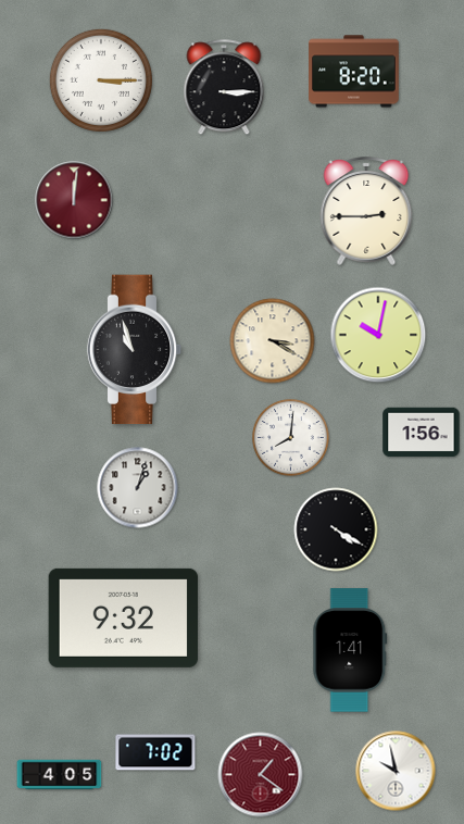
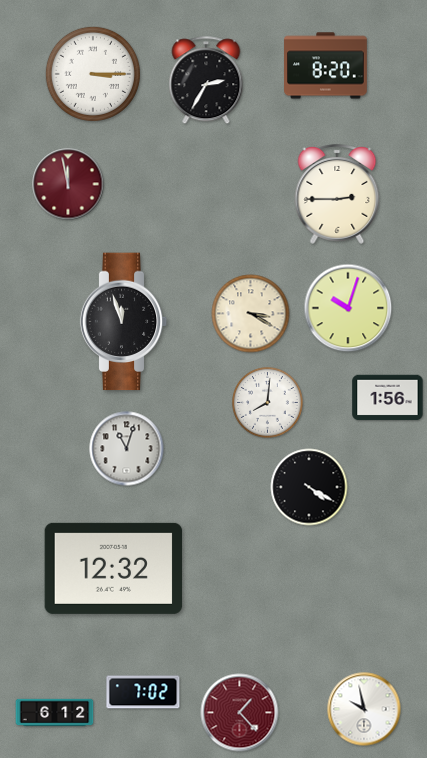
clock at (224, 88): 3:15 -> 2:35
clock at (74, 200): 12:01 -> 11:58
clock at (378, 335): 10:02 -> 10:03
clock at (135, 350): 10:57 -> 11:57
clock at (138, 488): 1:03 -> 11:03
clock at (124, 617): 9:32 -> 12:32
clock at (350, 650): 1:41 -> none
clock at (60, 775): 4:05 -> 6:12
clock at (261, 775): 1:21 -> 1:23
